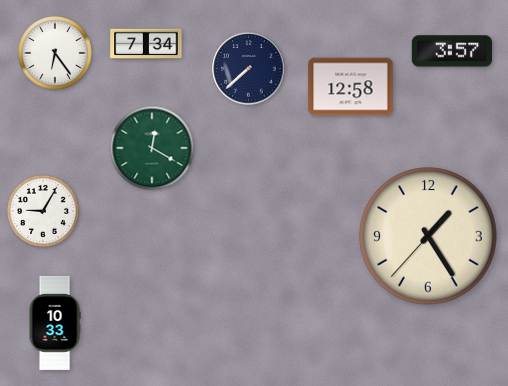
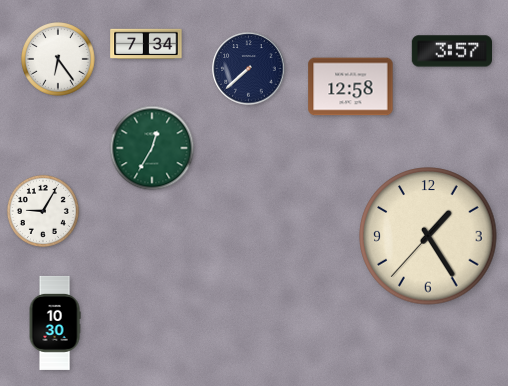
clock at (56, 54) position: (56, 54) -> (59, 60)
clock at (152, 148): 12:20 -> 12:35
clock at (55, 323): 10:33 -> 10:30
